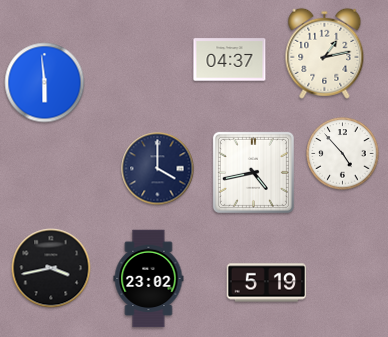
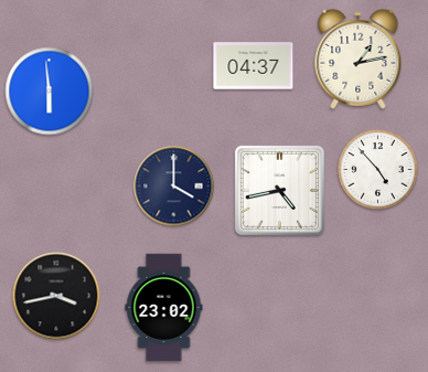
clock at (267, 283): 5:19 -> none
